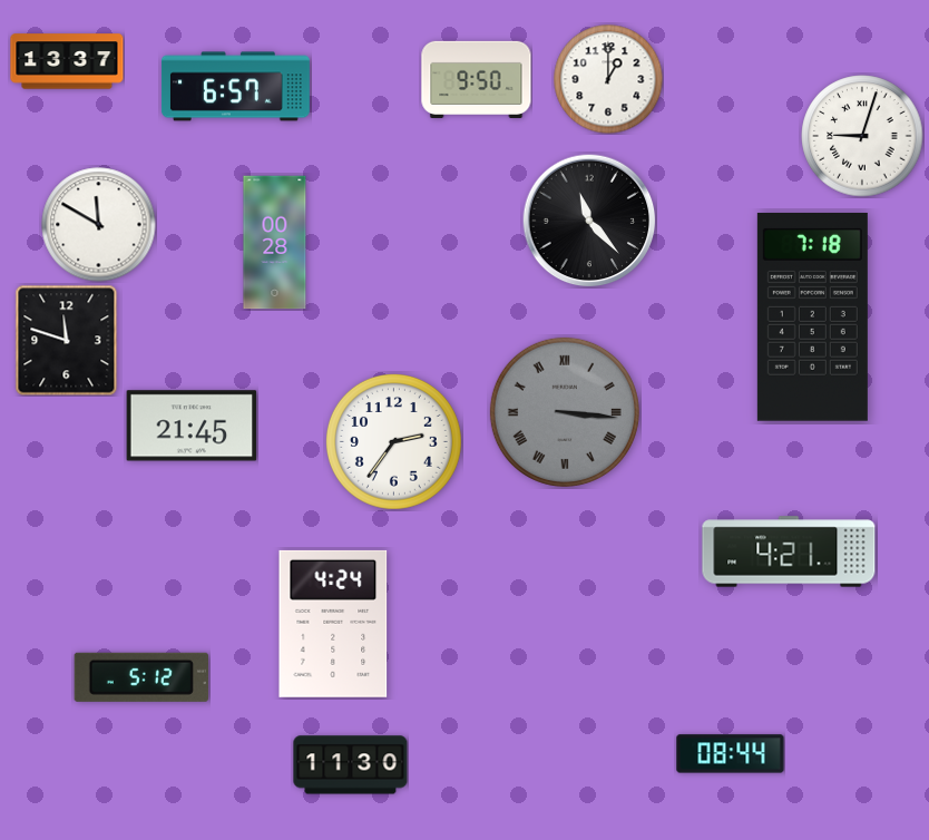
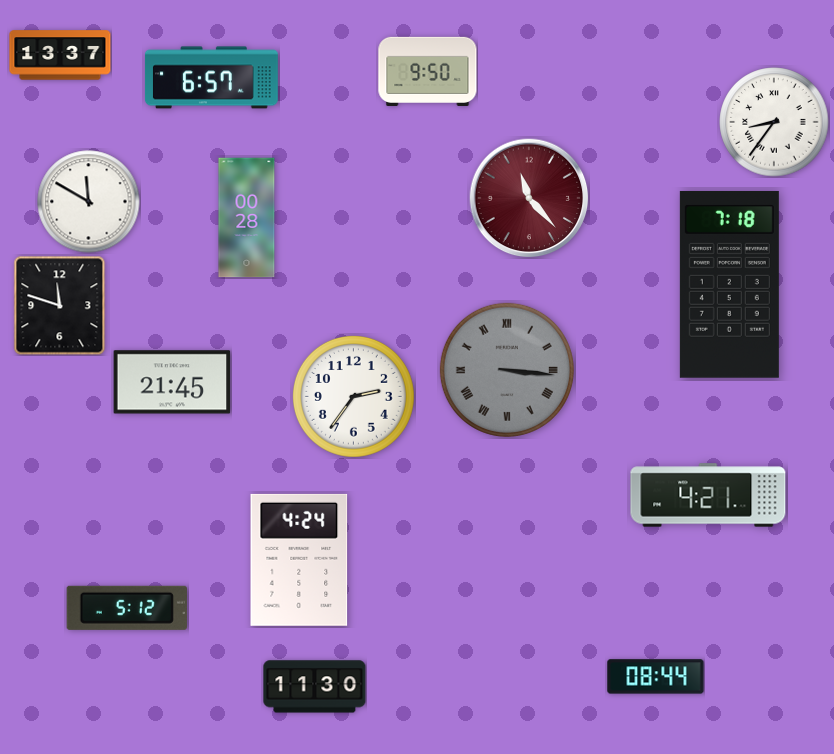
clock at (608, 79): 1:00 -> none
clock at (862, 136): 9:03 -> 8:36
clock at (589, 221) dial: black -> burgundy
